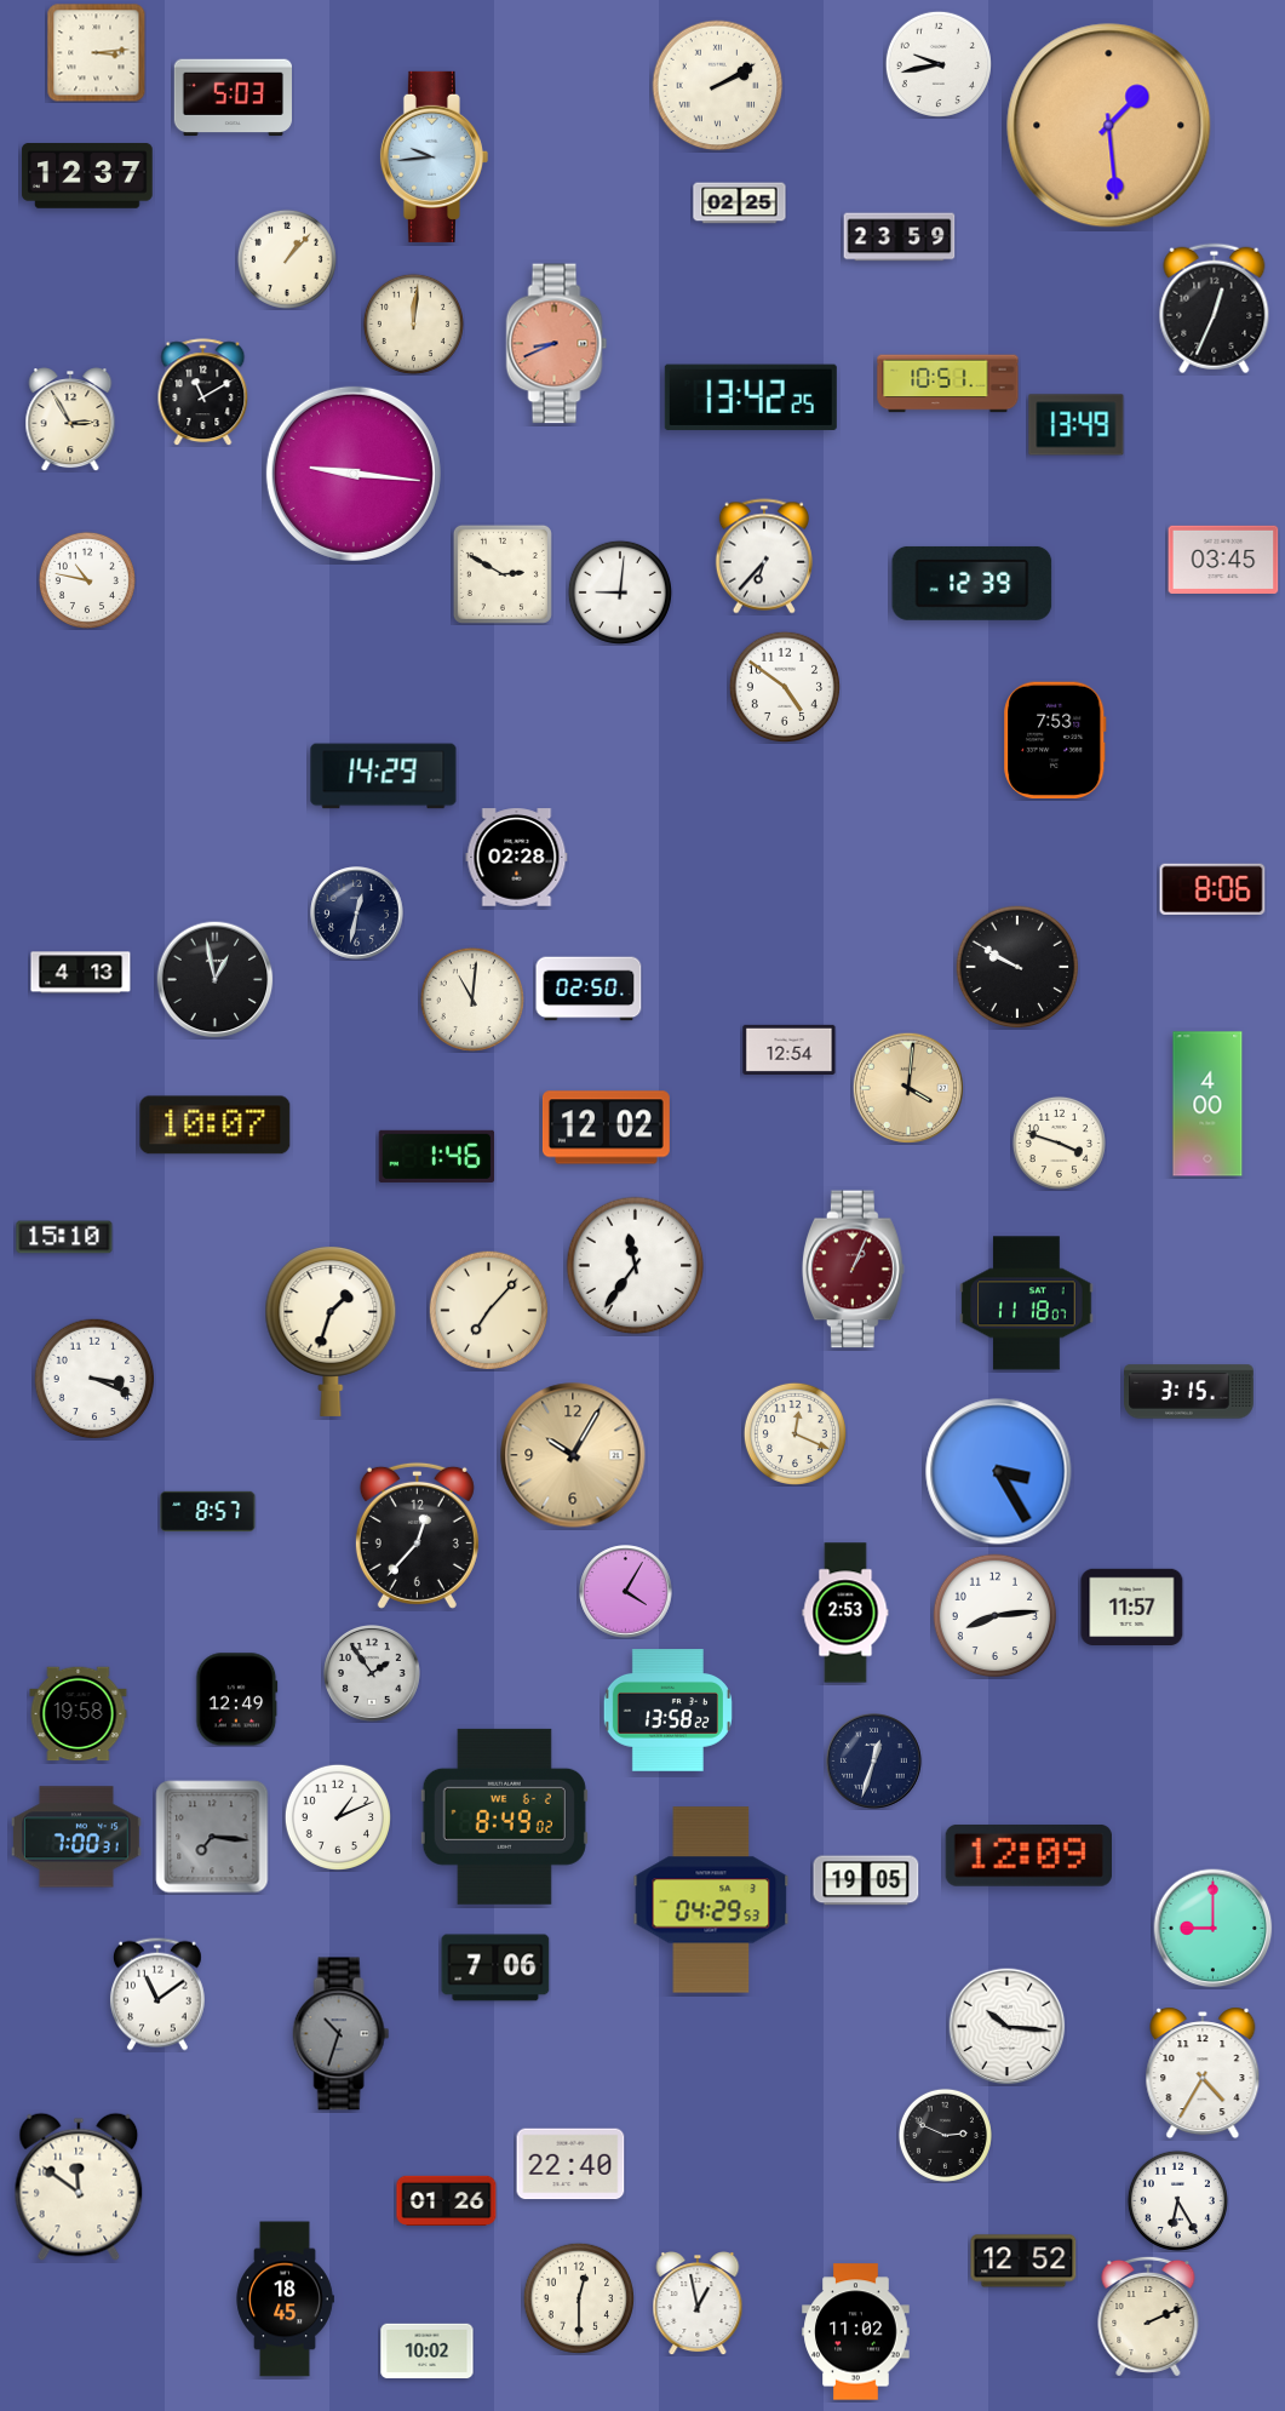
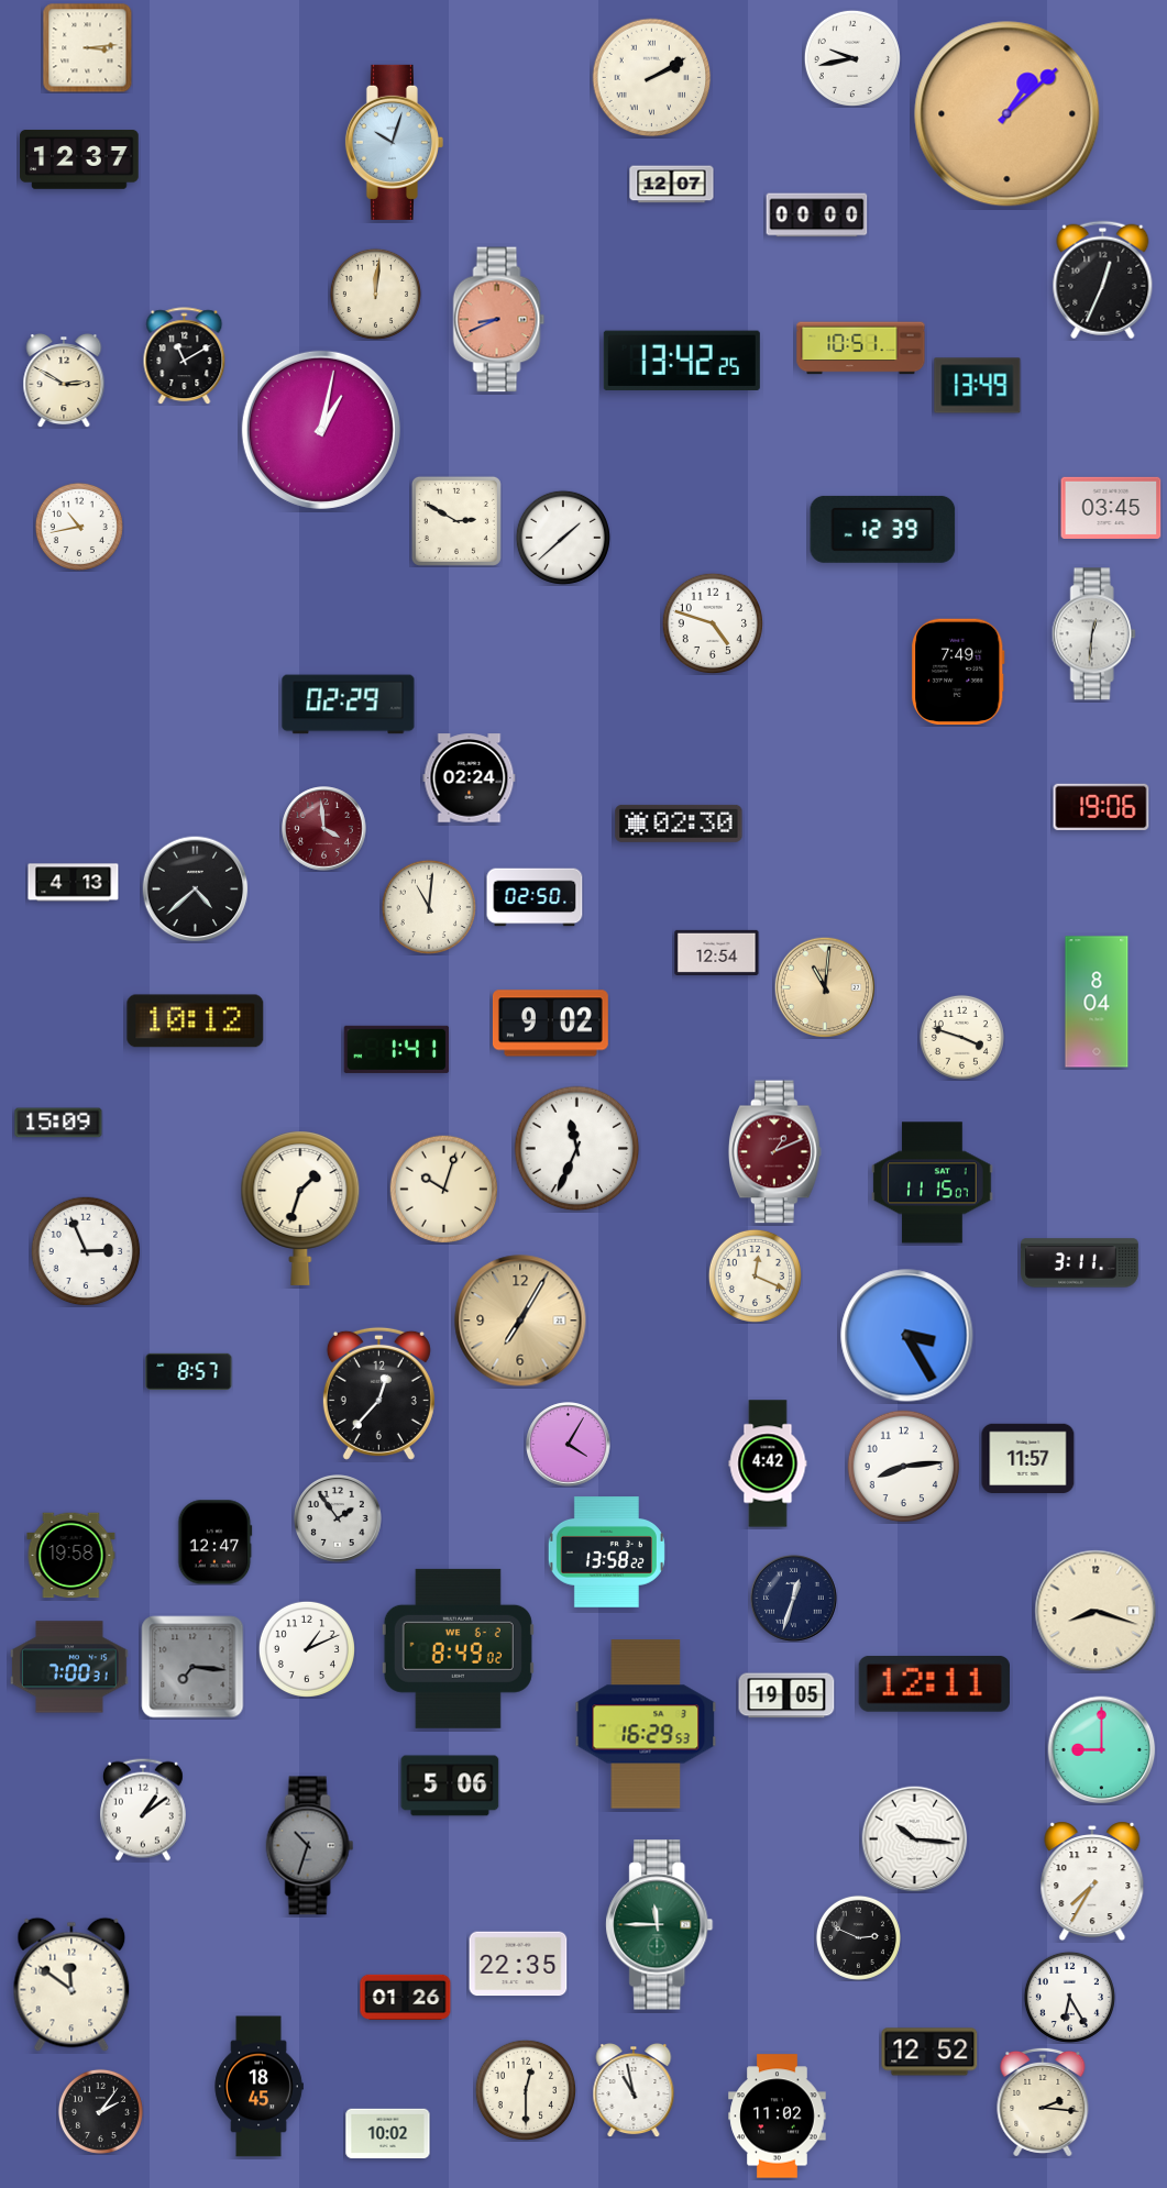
clock at (233, 98): 5:03 -> none
clock at (1109, 126): 1:29 -> 1:08
clock at (434, 156): 9:44 -> 10:03
clock at (740, 204): 02:25 -> 12:07
clock at (900, 237): 23:59 -> 00:00
clock at (287, 259): 1:07 -> none
clock at (557, 344) position: (557, 344) -> (499, 320)
clock at (70, 420): 2:55 -> 2:50
clock at (354, 474): 9:16 -> 1:02
clock at (764, 556): 6:37 -> none
clock at (87, 580): 10:47 -> 10:43
clock at (620, 592): 9:01 -> 1:38
clock at (784, 686): 4:51 -> 4:48
clock at (1093, 634): none -> 12:31
clock at (1055, 739): 7:53 -> 7:49
clock at (384, 777): 14:29 -> 02:29
clock at (517, 858): 02:28 -> 02:24
clock at (1212, 888): 8:06 -> 19:06
clock at (679, 824): none -> 02:30
clock at (357, 914): 12:32 -> 3:59
clock at (357, 914) dial: navy -> burgundy
clock at (1017, 967): 9:50 -> none
clock at (216, 980): 12:58 -> 4:38
clock at (908, 1088): 4:01 -> 11:01
clock at (1207, 1104): 4:00 -> 8:04
clock at (216, 1126): 10:07 -> 10:12
clock at (606, 1128): 12:02 -> 9:02
clock at (437, 1156): 1:46 -> 1:41
clock at (64, 1237): 15:10 -> 15:09
clock at (636, 1266): 11:36 -> 11:34
clock at (854, 1270): 1:04 -> 1:11
clock at (1027, 1304): 11:18 -> 11:15
clock at (489, 1311): 7:07 -> 10:03
clock at (94, 1379): 3:19 -> 2:56
clock at (1189, 1392): 3:15 -> 3:11
clock at (794, 1433) position: (794, 1433) -> (755, 1275)
clock at (573, 1455): 10:05 -> 7:05
clock at (845, 1613): 2:53 -> 4:42
clock at (237, 1700): 12:49 -> 12:47
clock at (1096, 1611): none -> 8:18
clock at (1028, 1855): 12:09 -> 12:11
clock at (866, 1880) position: (866, 1880) -> (786, 1695)
clock at (711, 1900): 04:29 -> 16:29
clock at (495, 1968): 7:06 -> 5:06
clock at (157, 1994): 11:09 -> 1:09
clock at (1203, 2073): 4:35 -> 7:35
clock at (660, 1925): none -> 11:45
clock at (570, 2164): 22:40 -> 22:35
clock at (578, 2297) position: (578, 2297) -> (525, 2089)
clock at (698, 2304): 12:58 -> 10:58
clock at (1148, 2316): 2:11 -> 2:16
clock at (100, 2111): none -> 2:06
